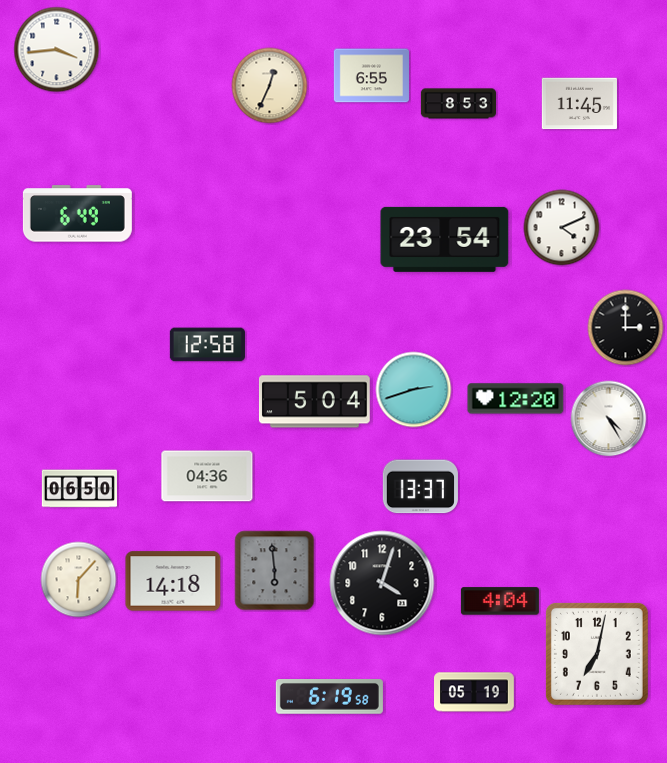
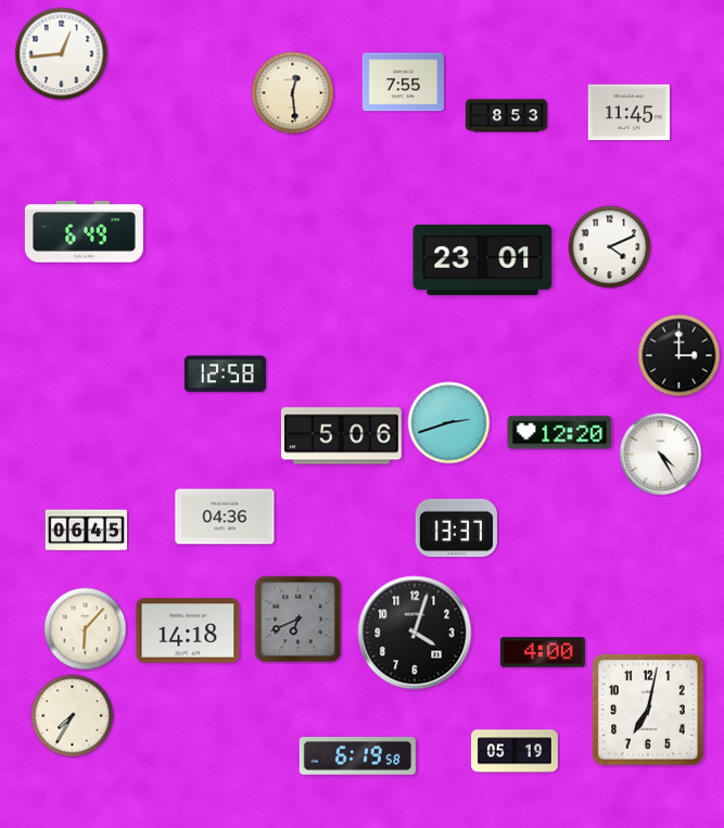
clock at (57, 50): 3:44 -> 12:44
clock at (371, 76): 6:55 -> 7:55
clock at (270, 86): 12:34 -> 12:29
clock at (458, 104) position: (458, 104) -> (506, 116)
clock at (445, 239): 23:54 -> 23:01
clock at (314, 402): 5:04 -> 5:06
clock at (79, 489): 06:50 -> 06:45
clock at (275, 571): 5:59 -> 6:41
clock at (500, 601): 4:04 -> 4:00
clock at (73, 716): none -> 7:35
